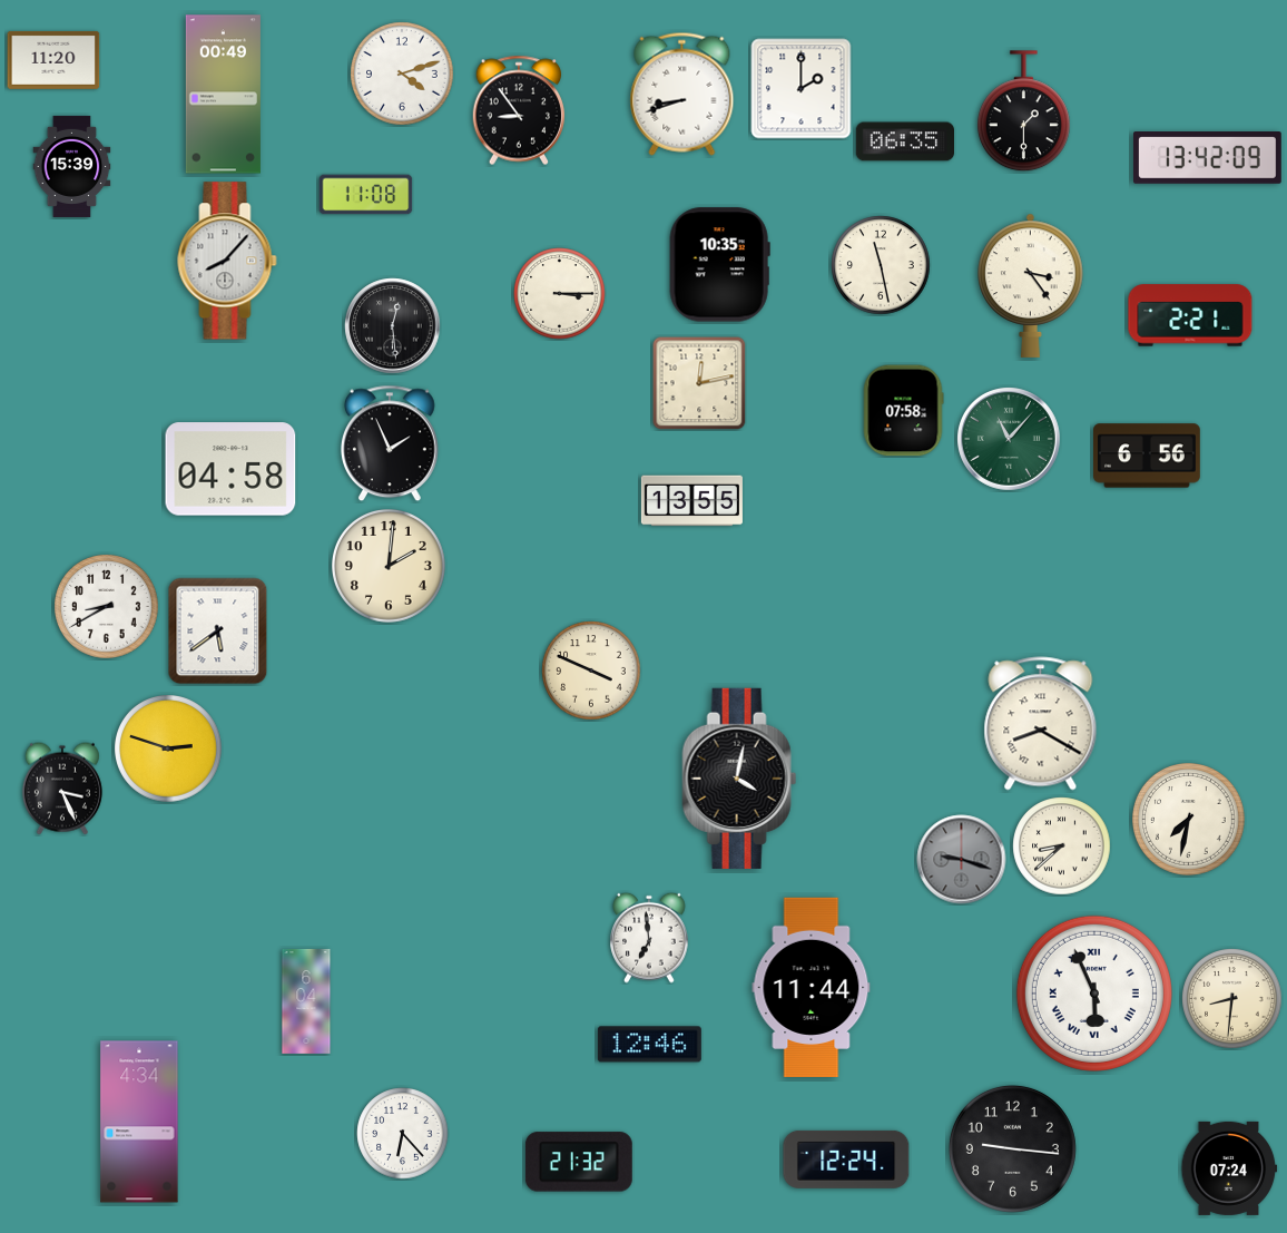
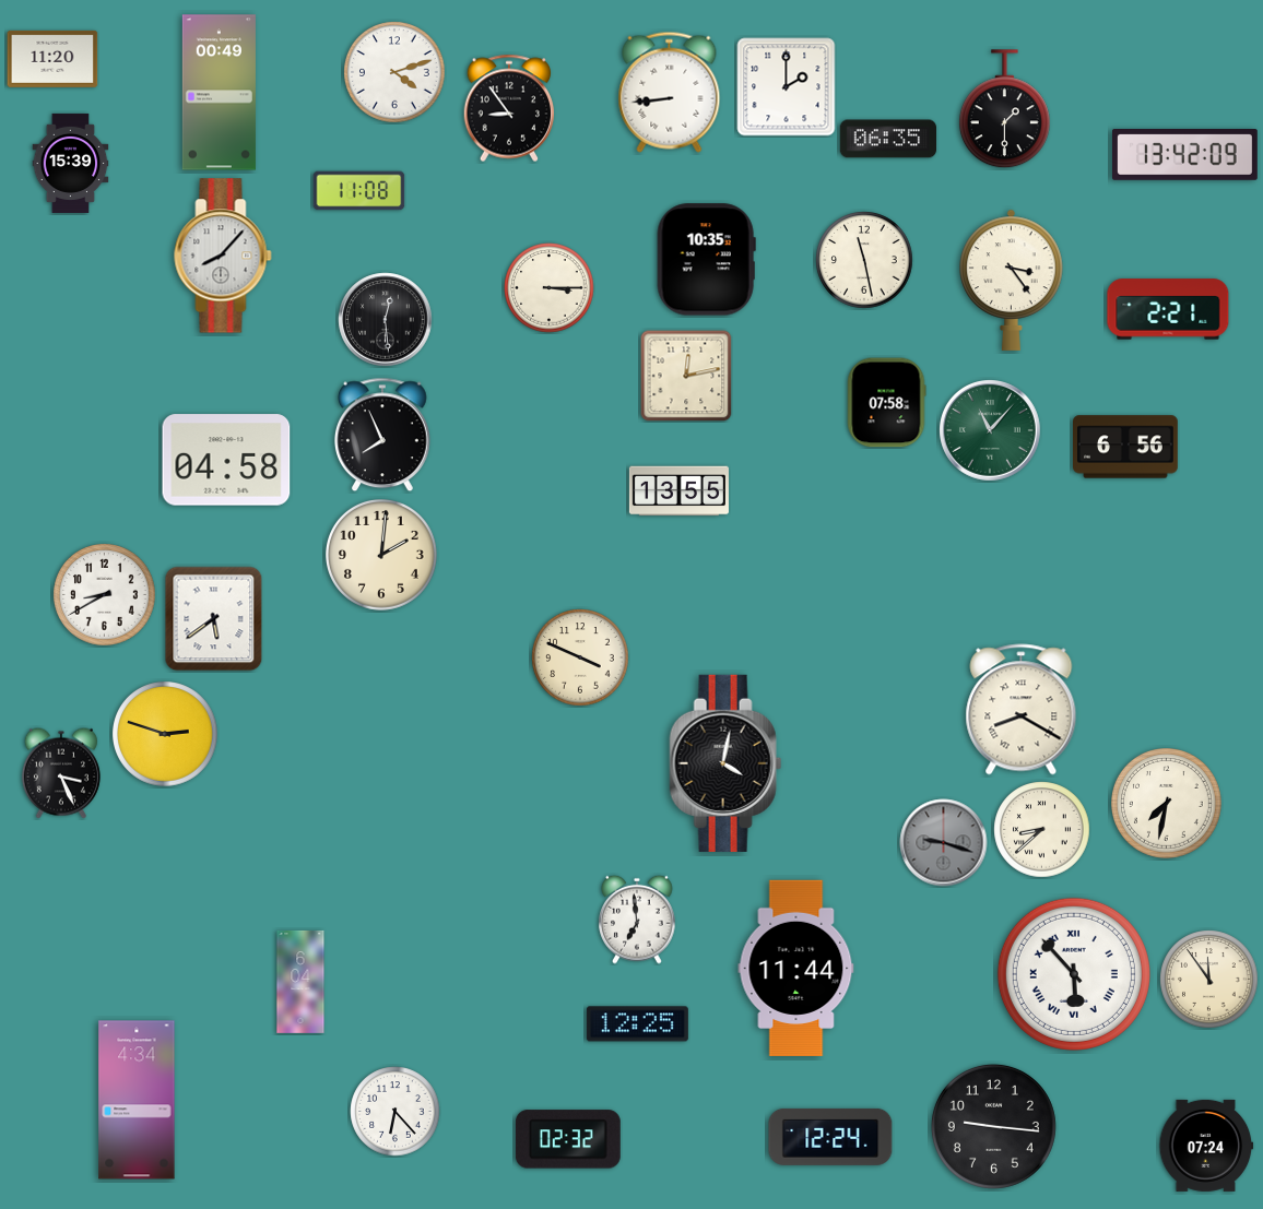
clock at (682, 94): 8:42 -> 8:44
clock at (390, 443): 1:56 -> 7:56
clock at (1094, 994): 5:56 -> 5:53
clock at (1232, 999): 8:31 -> 11:54
clock at (649, 1045): 12:46 -> 12:25
clock at (579, 1162): 21:32 -> 02:32
